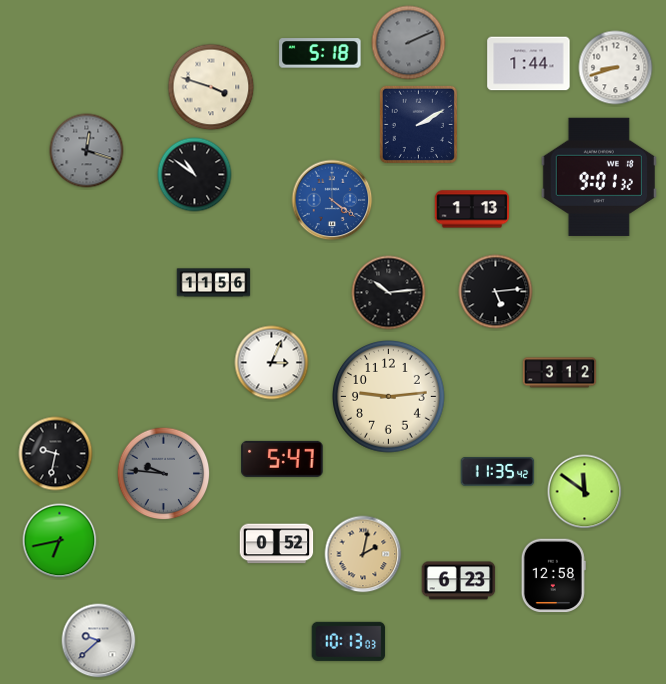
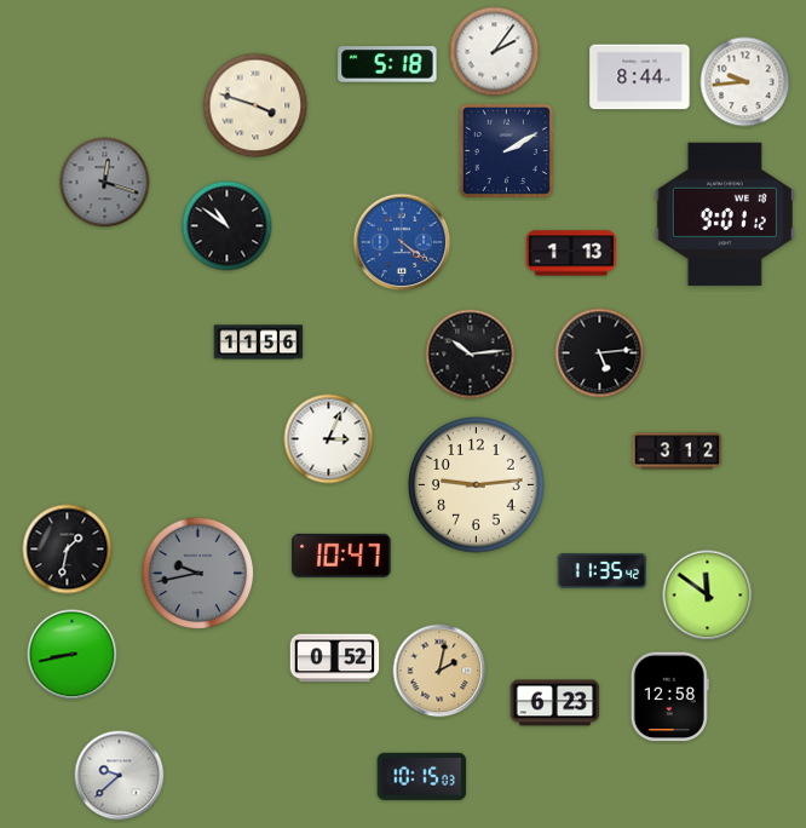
clock at (409, 43): 2:11 -> 2:06
clock at (409, 43) dial: grey -> white
clock at (529, 64): 1:44 -> 8:44
clock at (616, 68): 8:42 -> 9:44
clock at (195, 175) position: (195, 175) -> (228, 226)
clock at (599, 177): 9:01:32 -> 9:01:12
clock at (389, 397) position: (389, 397) -> (477, 485)
clock at (56, 454): 9:32 -> 1:32
clock at (282, 459): 5:47 -> 10:47
clock at (164, 474): 9:46 -> 9:43
clock at (60, 541): 6:43 -> 8:43
clock at (349, 641): 10:13 -> 10:15
